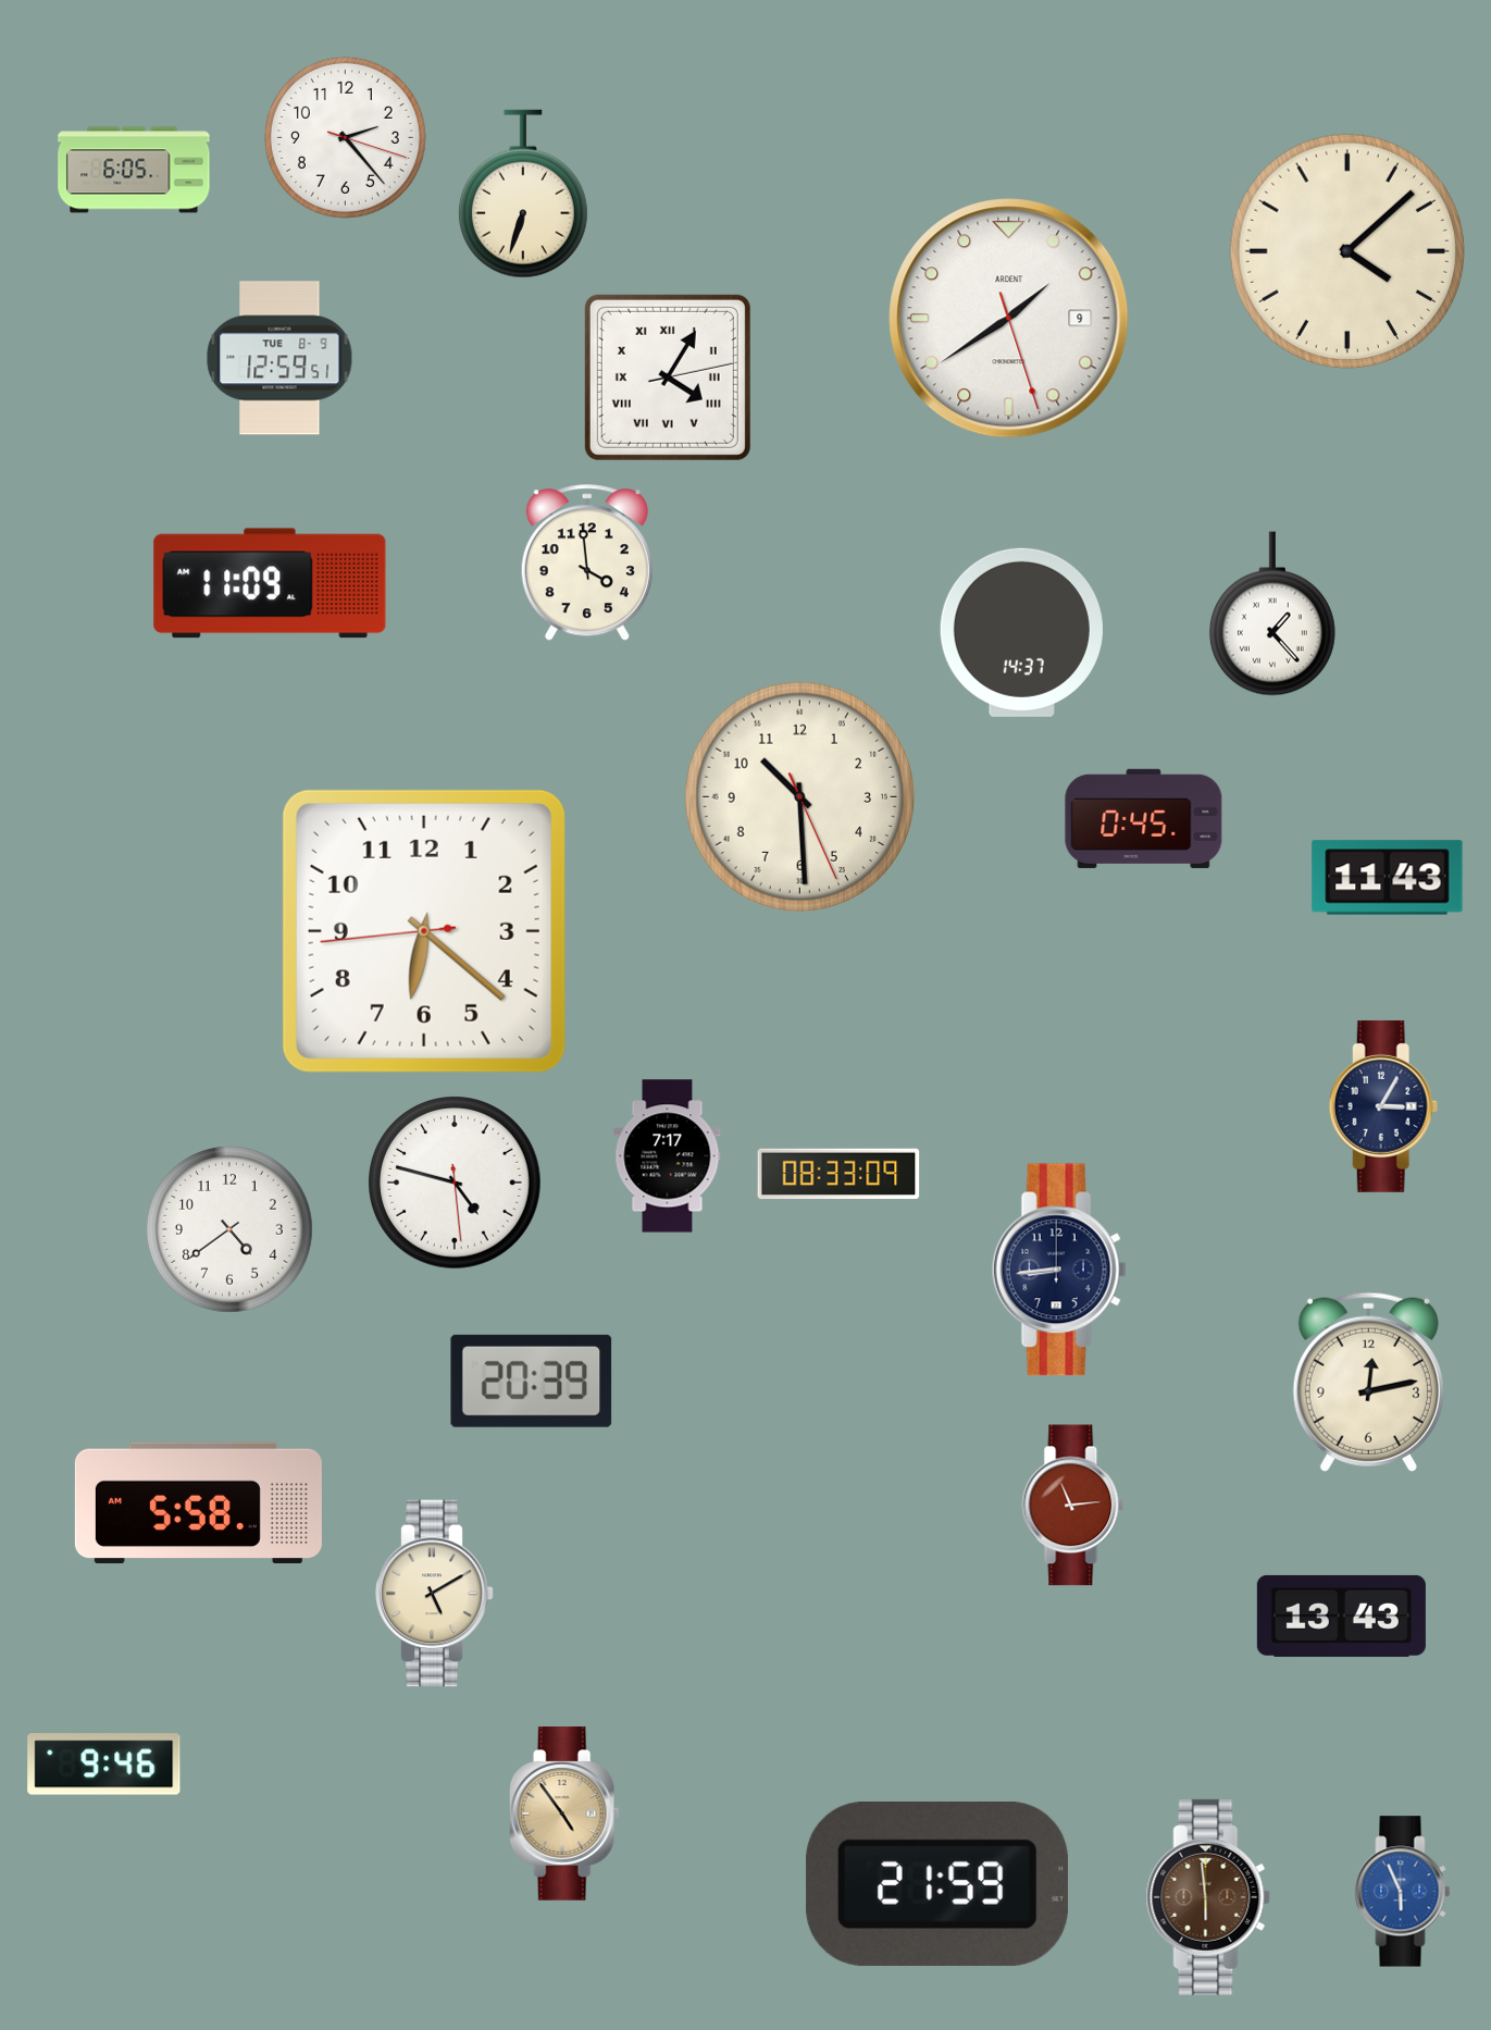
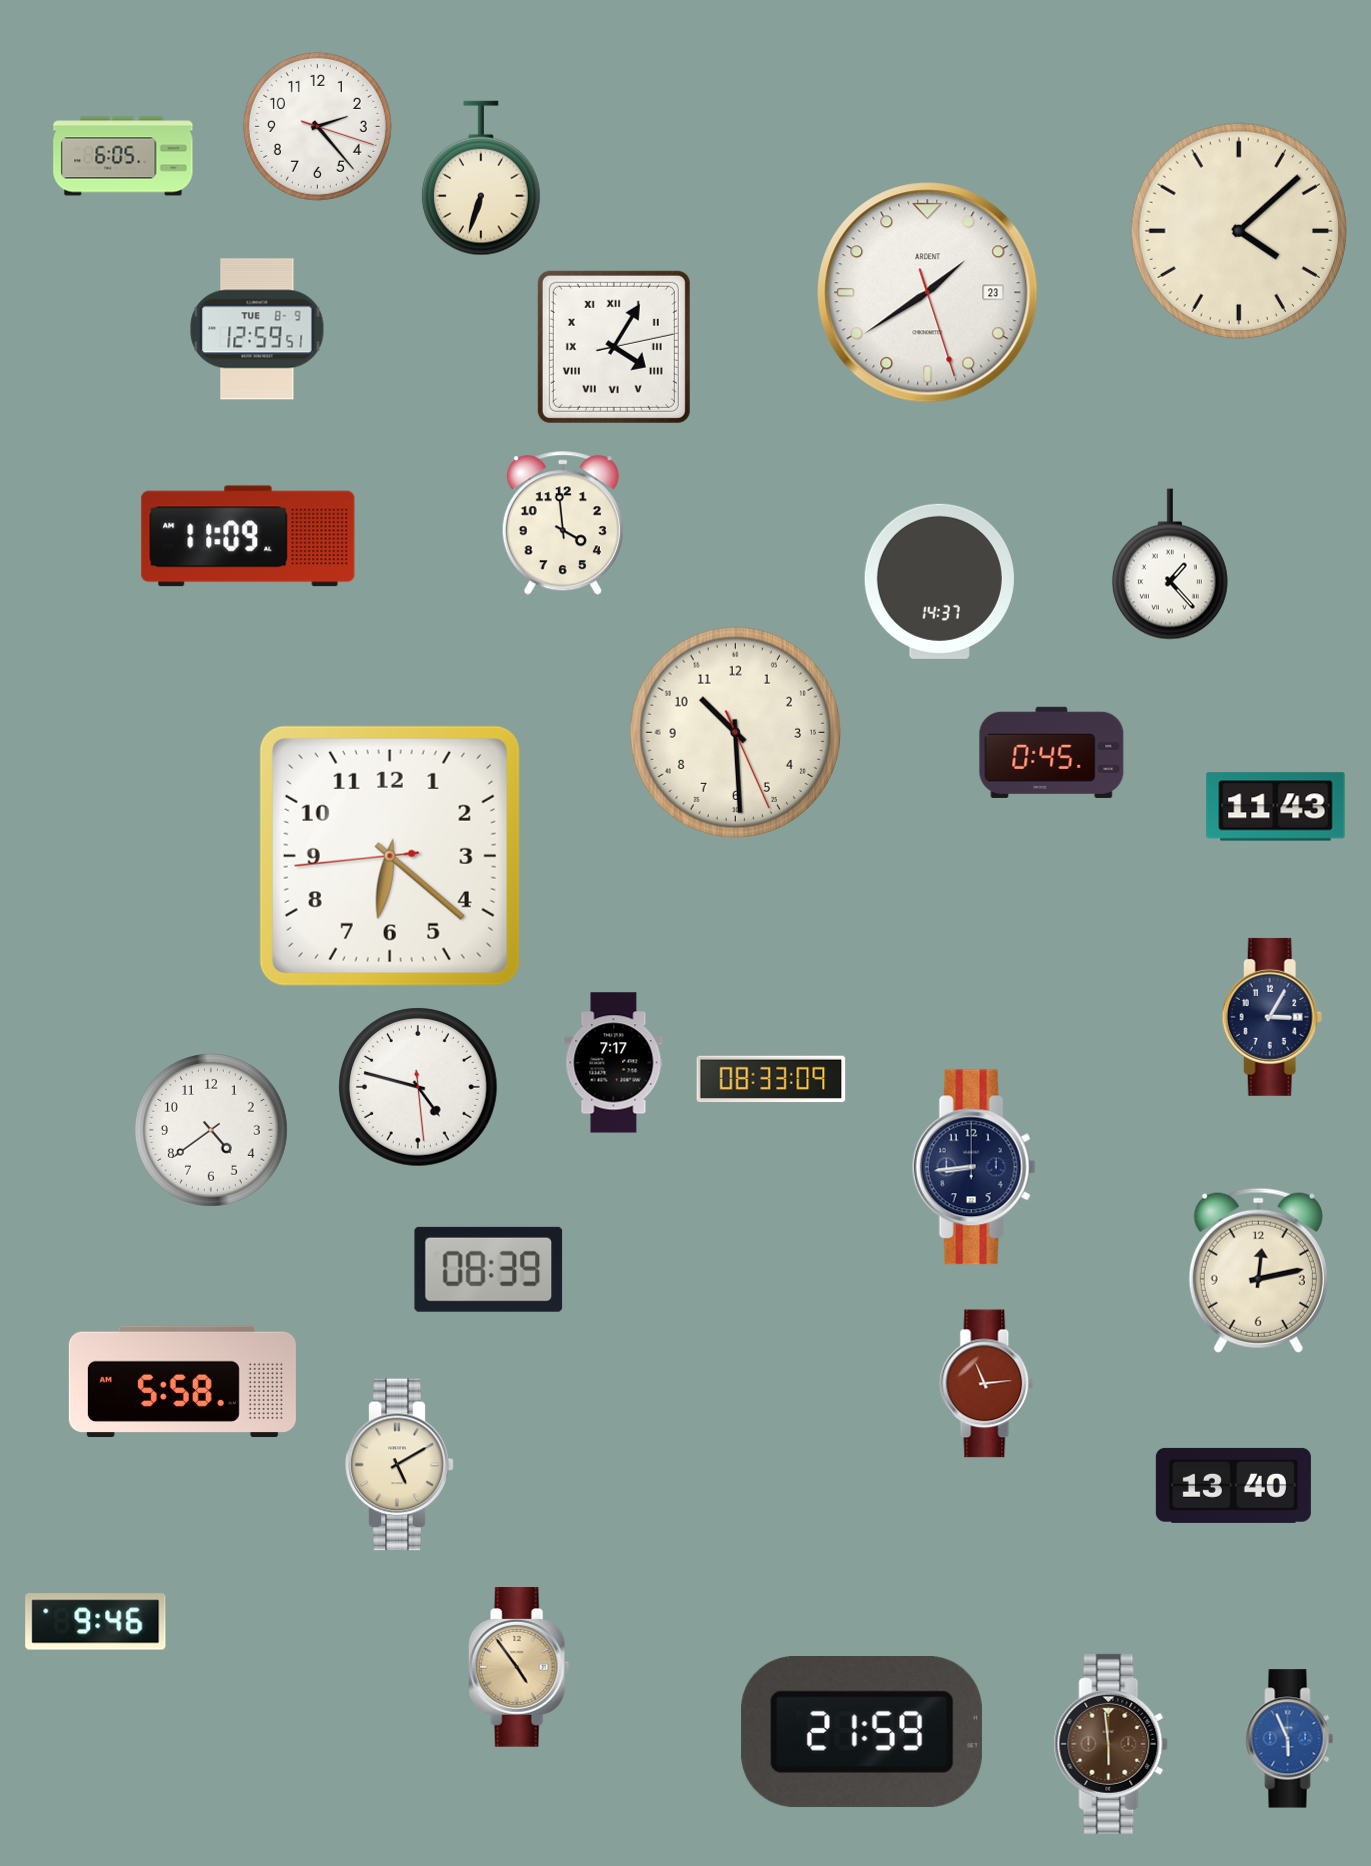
clock at (1009, 319) date: 9 -> 23
clock at (587, 564) position: (587, 564) -> (563, 524)
clock at (532, 1381): 20:39 -> 08:39
clock at (1341, 1616): 13:43 -> 13:40
